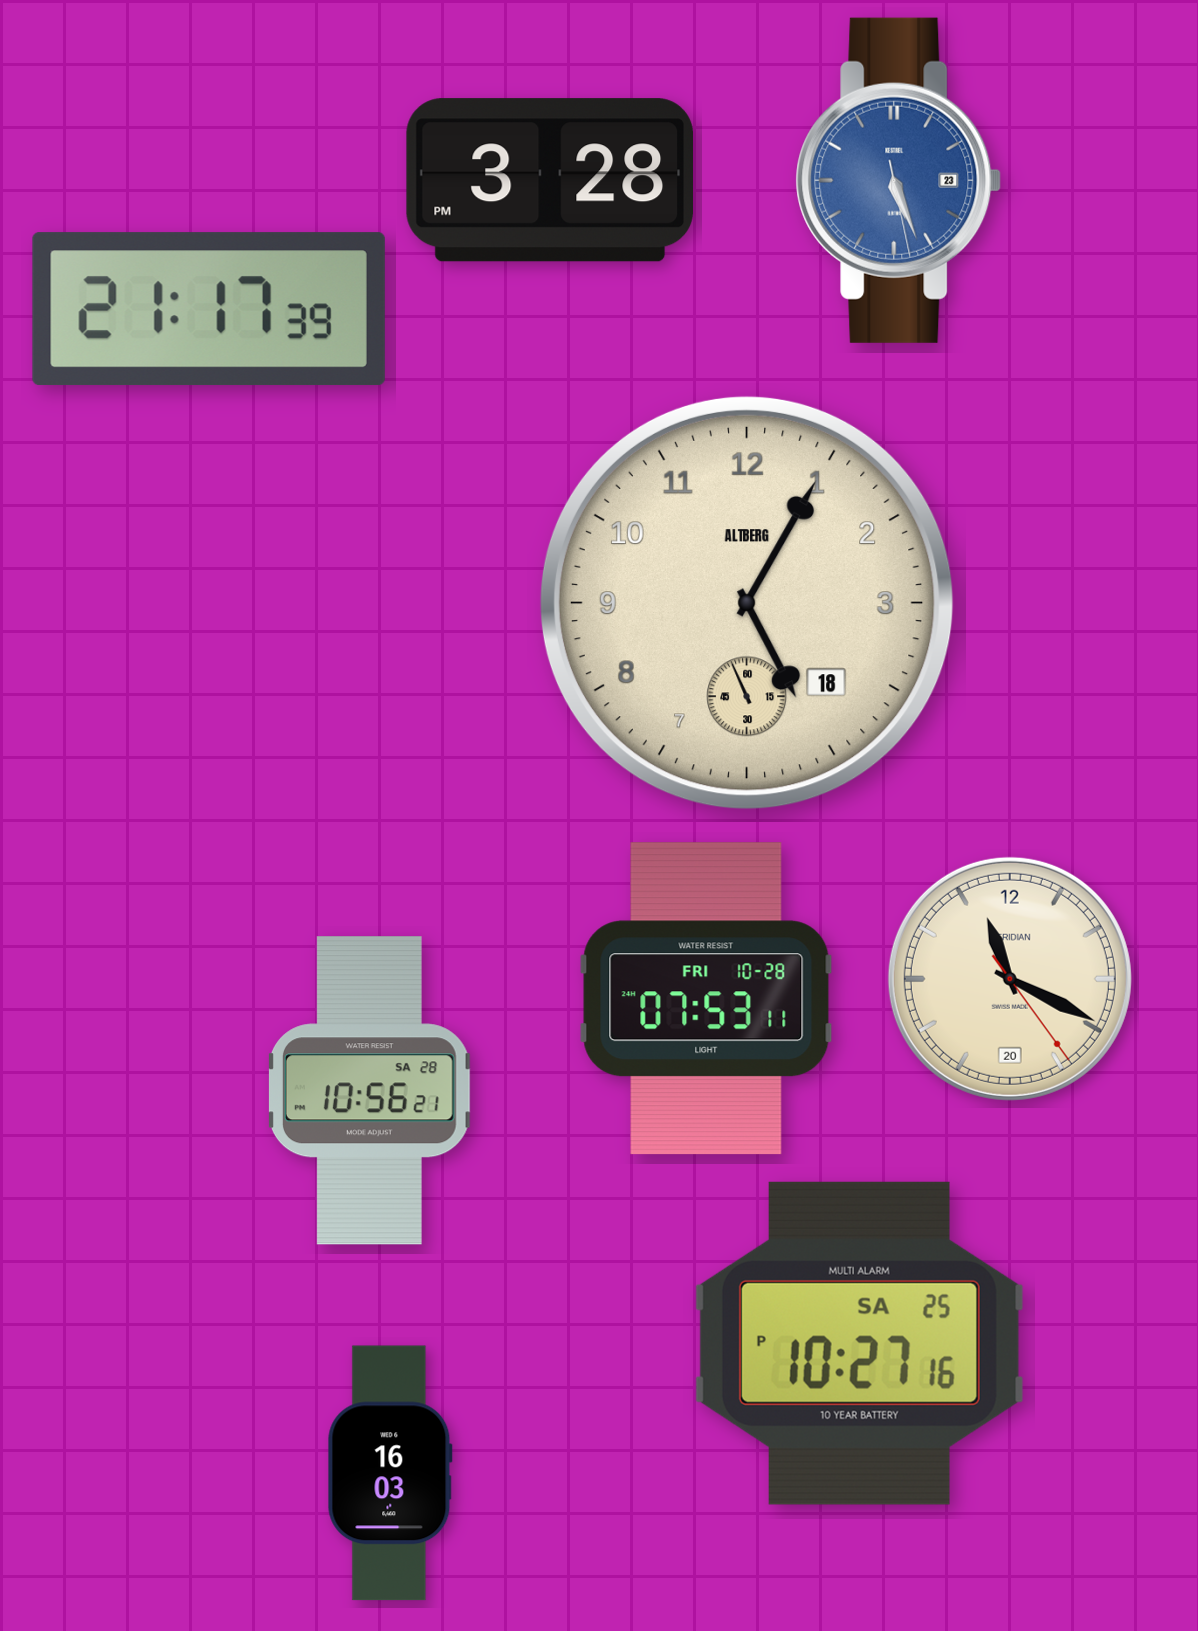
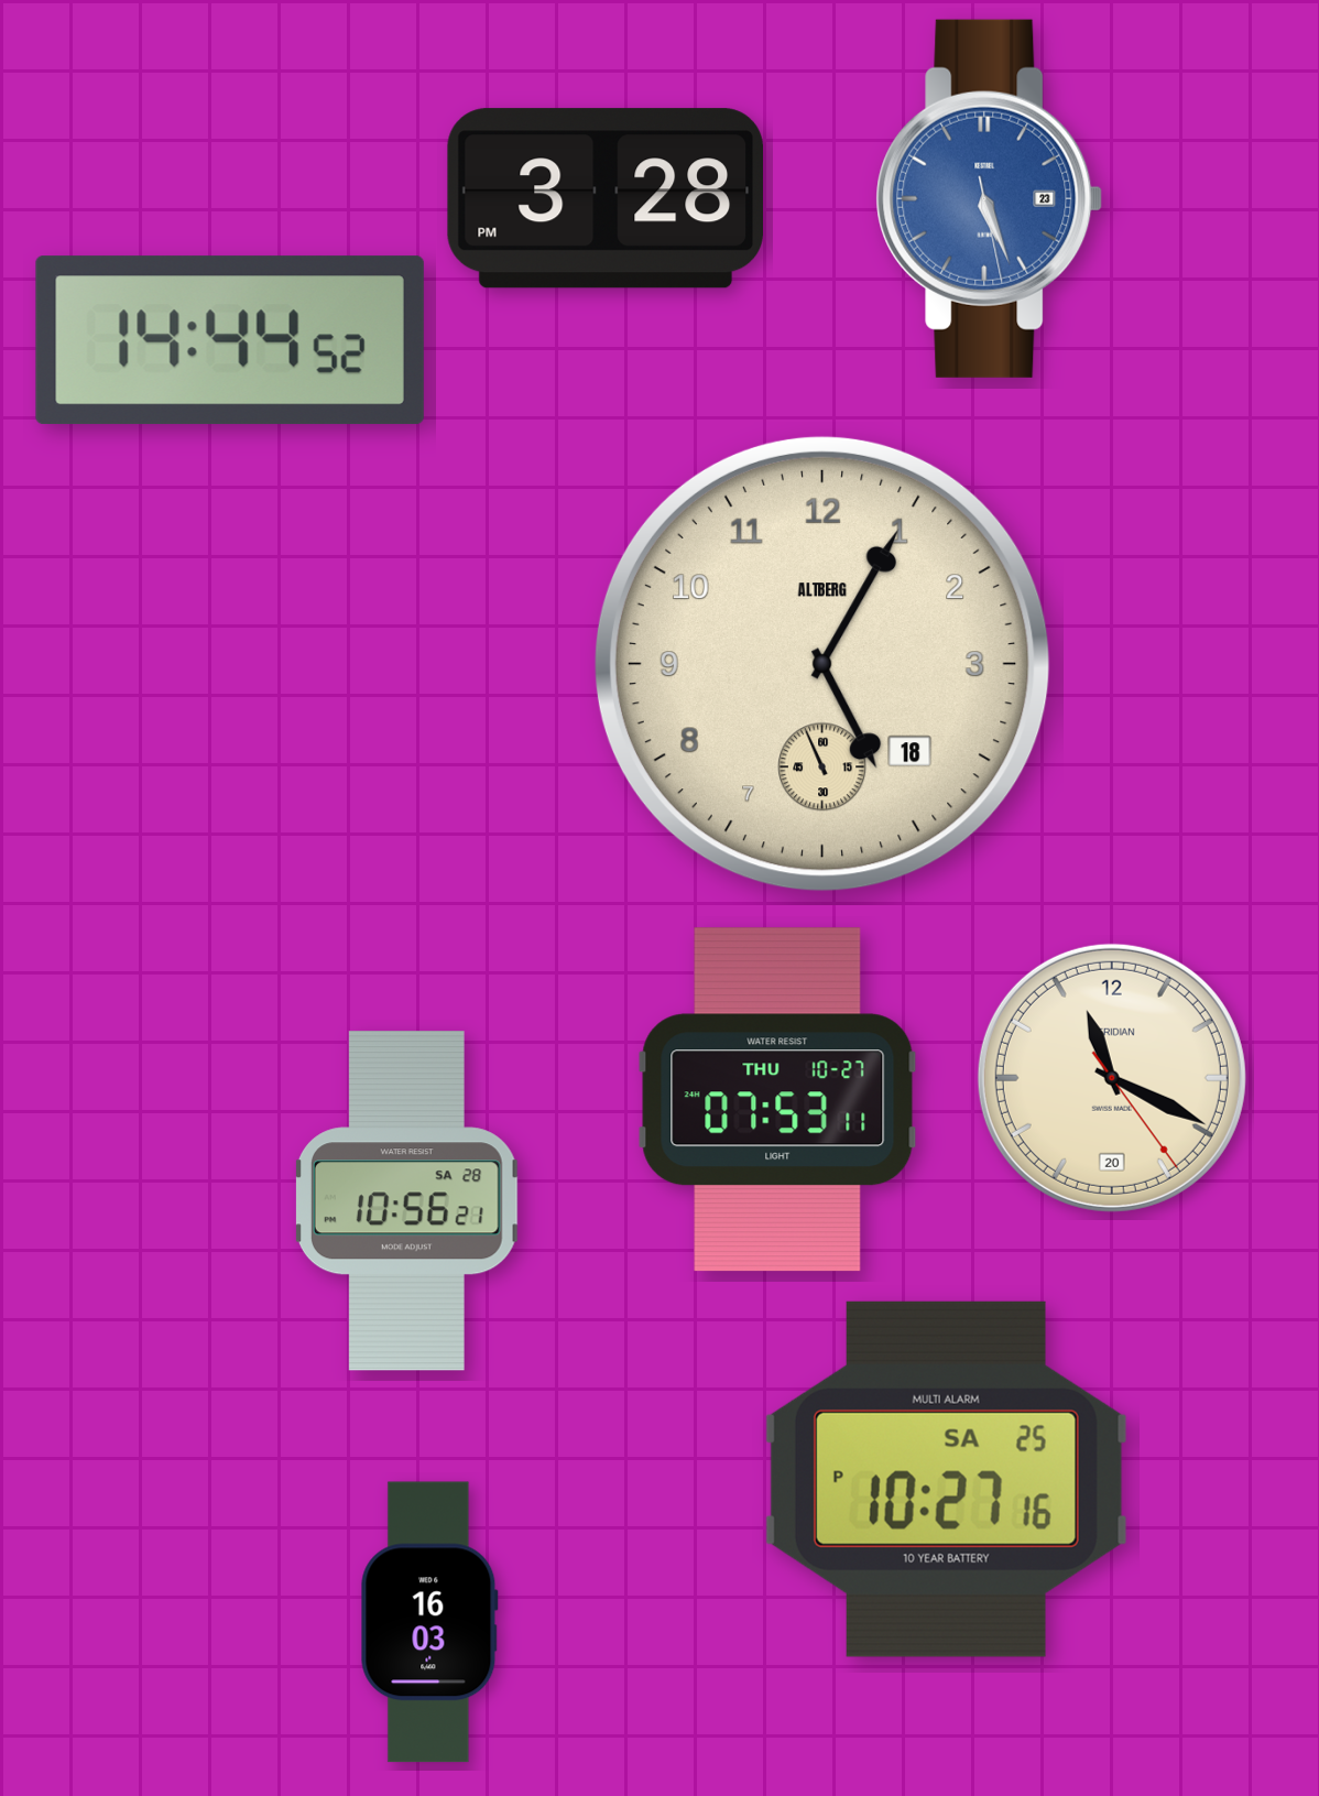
clock at (209, 309): 21:17 -> 14:44
clock at (706, 999) date: FRI 10-28 -> THU 10-27
